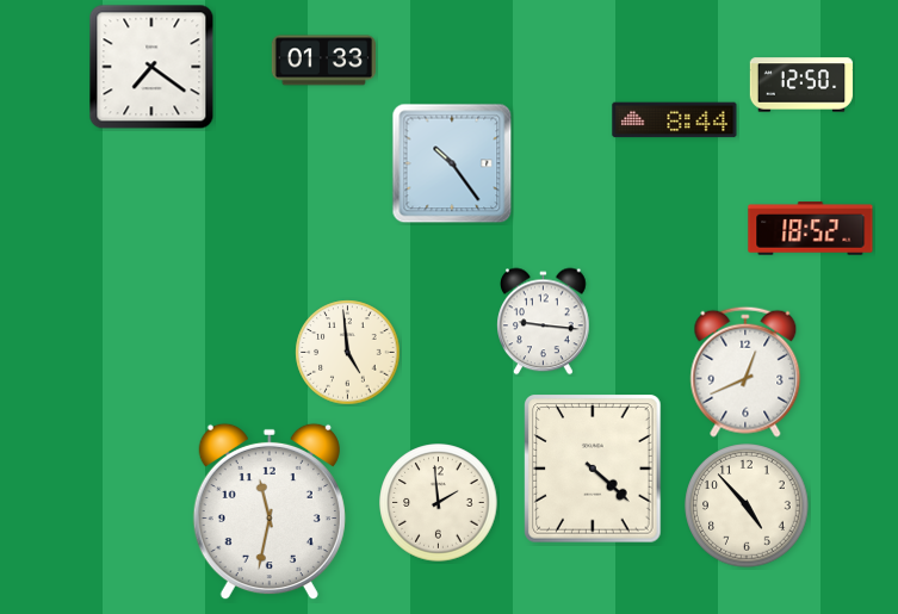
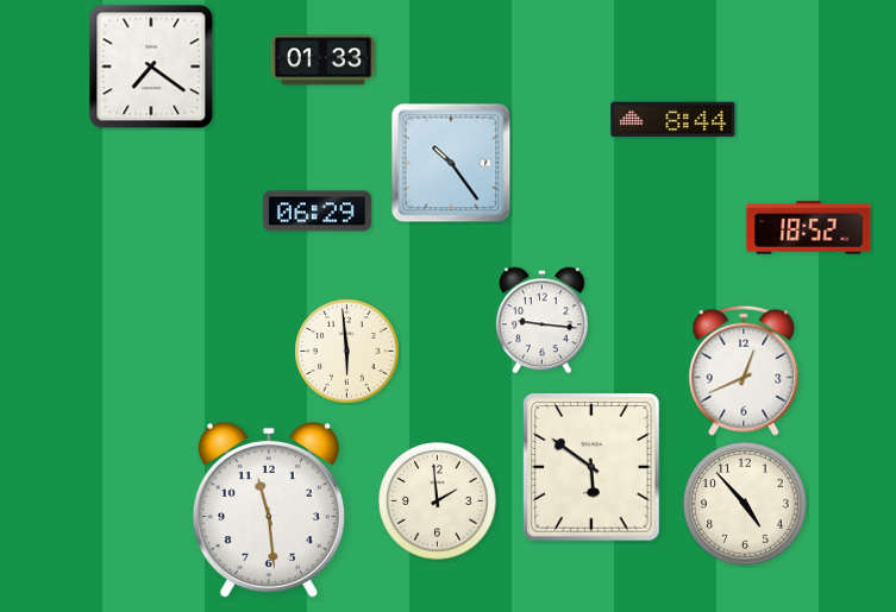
clock at (801, 85): 12:50 -> none
clock at (317, 212): none -> 06:29
clock at (348, 353): 4:59 -> 5:59
clock at (593, 469): 4:22 -> 5:51
clock at (270, 511): 11:32 -> 11:29
